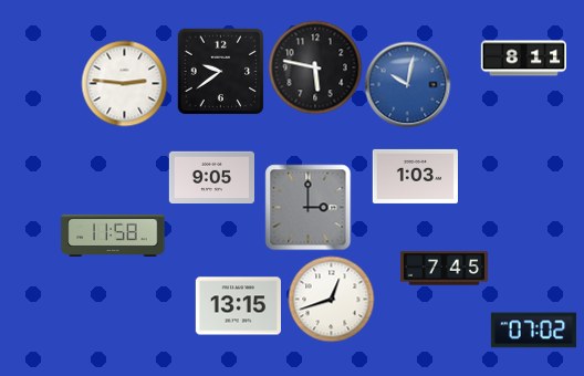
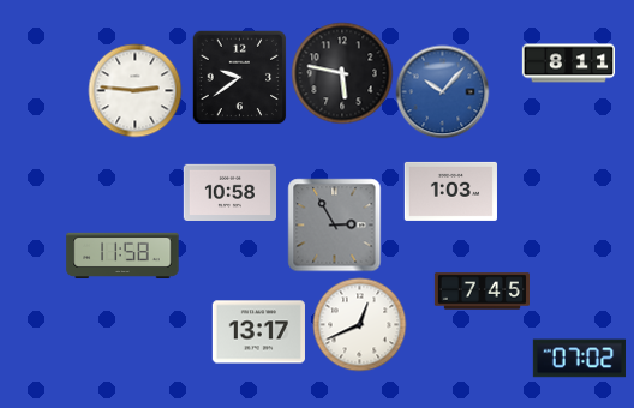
clock at (407, 84): 10:02 -> 10:07
clock at (211, 177): 9:05 -> 10:58
clock at (307, 207): 3:00 -> 2:55
clock at (331, 299): 12:42 -> 12:41
clock at (238, 306): 13:15 -> 13:17
